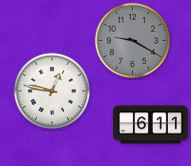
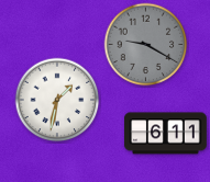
clock at (52, 91): 12:47 -> 1:32
clock at (151, 125) position: (151, 125) -> (166, 134)
